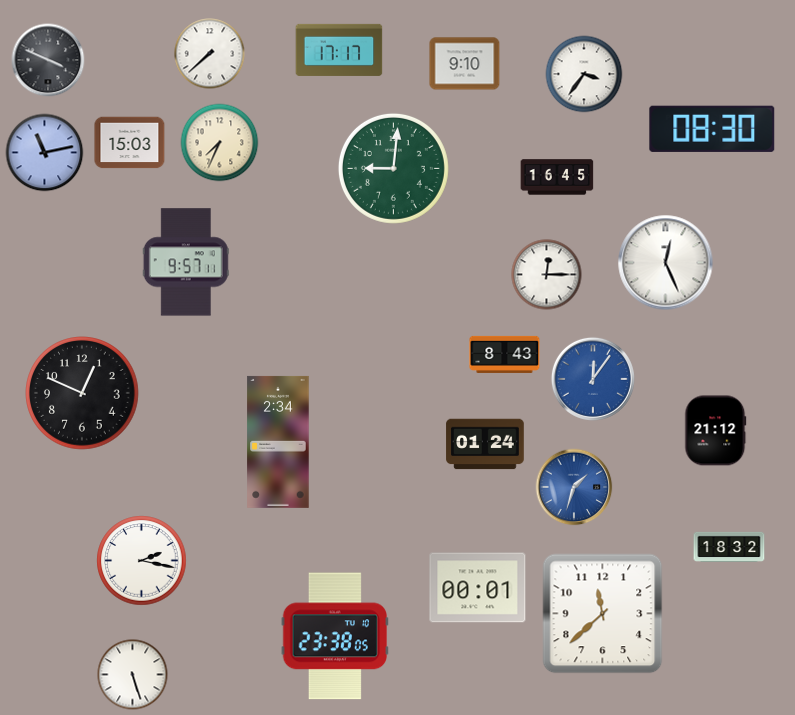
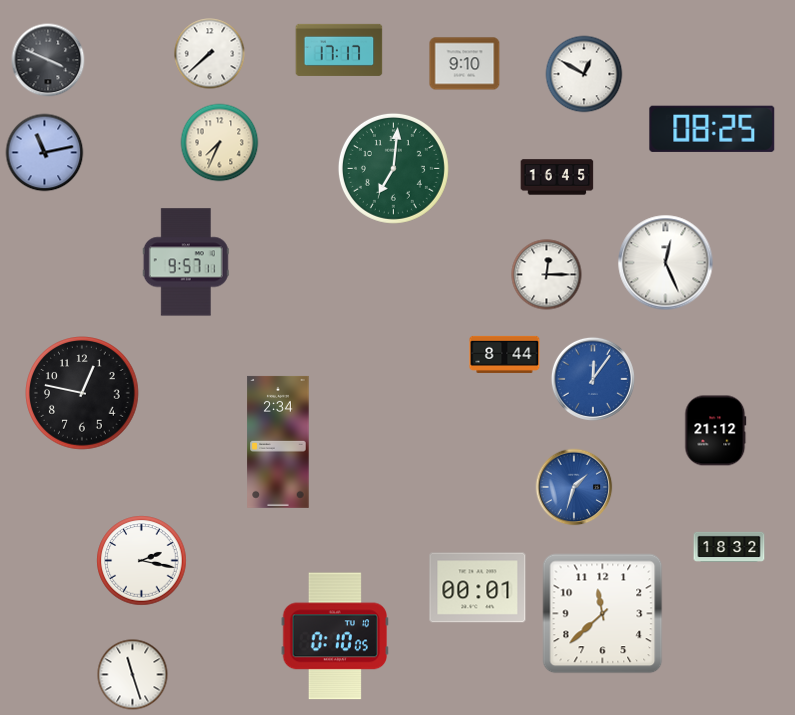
clock at (584, 74): 3:36 -> 12:50
clock at (712, 129): 08:30 -> 08:25
clock at (130, 143): 15:03 -> none
clock at (393, 168): 9:01 -> 7:01
clock at (505, 354): 8:43 -> 8:44
clock at (82, 393): 12:49 -> 12:47
clock at (485, 444): 01:24 -> none
clock at (335, 636): 23:38 -> 0:10
clock at (133, 675): 5:27 -> 11:27
